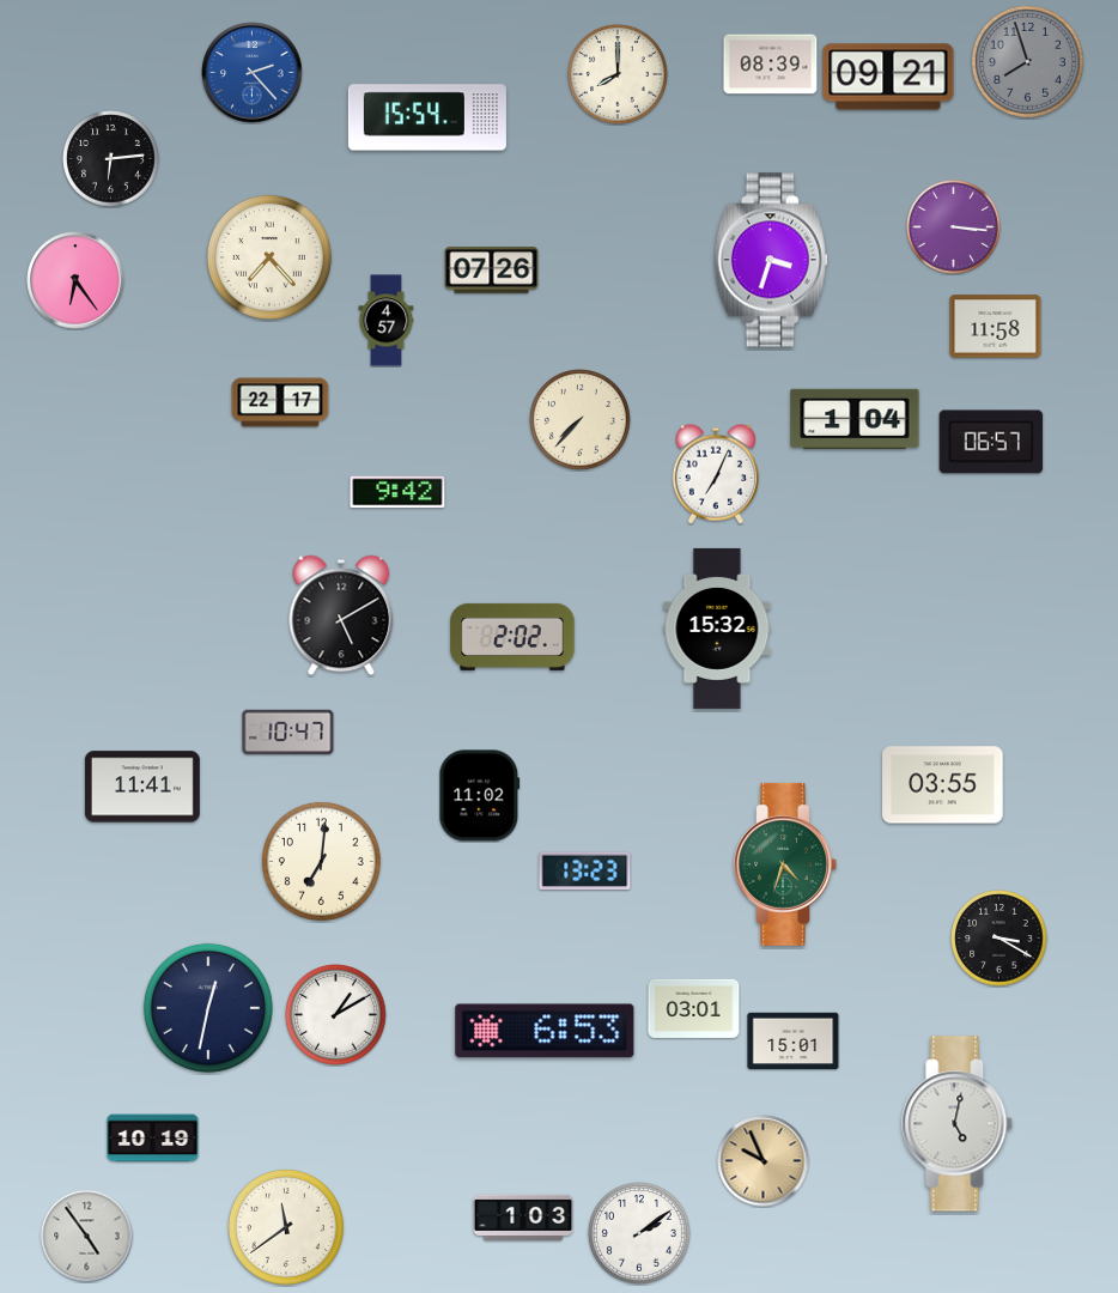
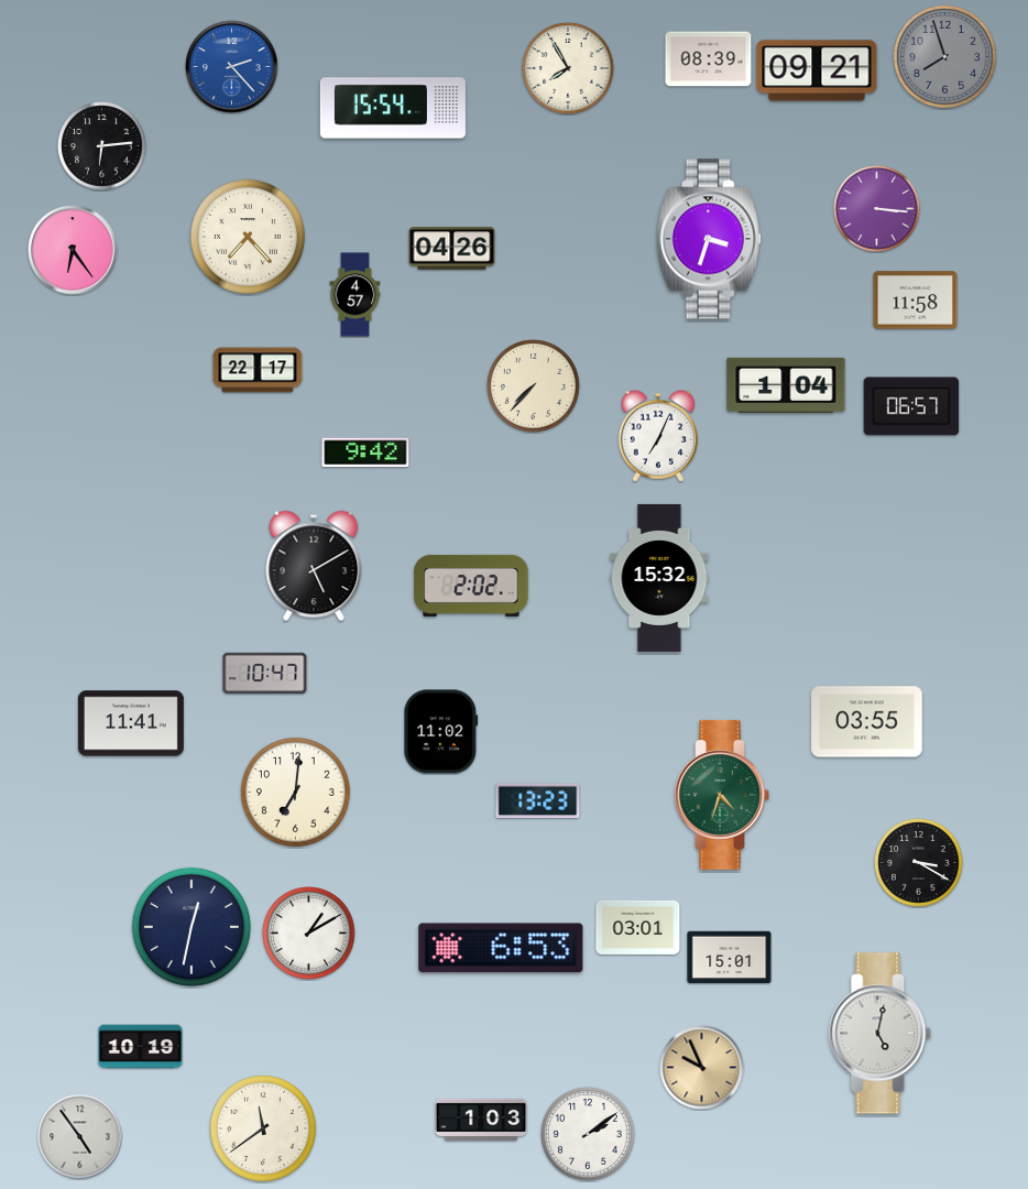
clock at (618, 74): 8:00 -> 7:55
clock at (492, 271): 07:26 -> 04:26
clock at (75, 280) position: (75, 280) -> (73, 250)
